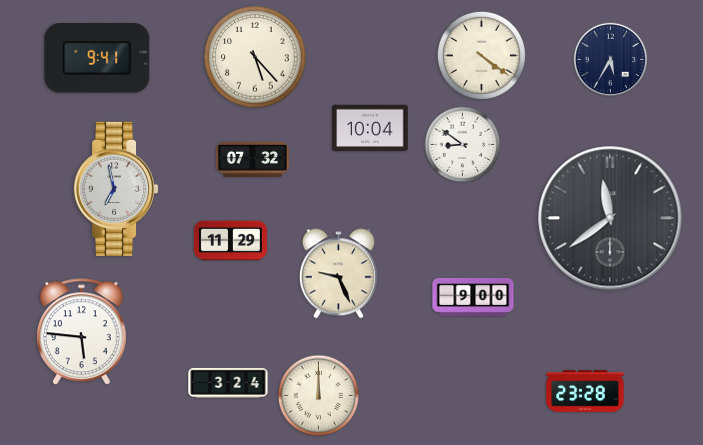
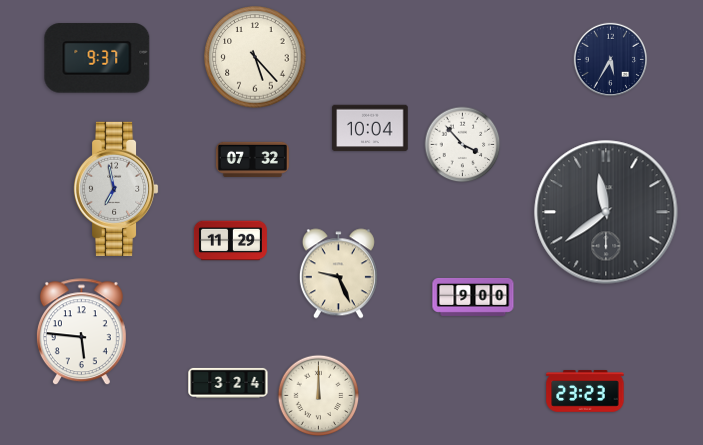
clock at (481, 55): 4:21 -> none
clock at (97, 58): 9:41 -> 9:37
clock at (463, 145): 8:51 -> 3:53
clock at (610, 218) position: (610, 218) -> (606, 212)
clock at (585, 391): 23:28 -> 23:23
